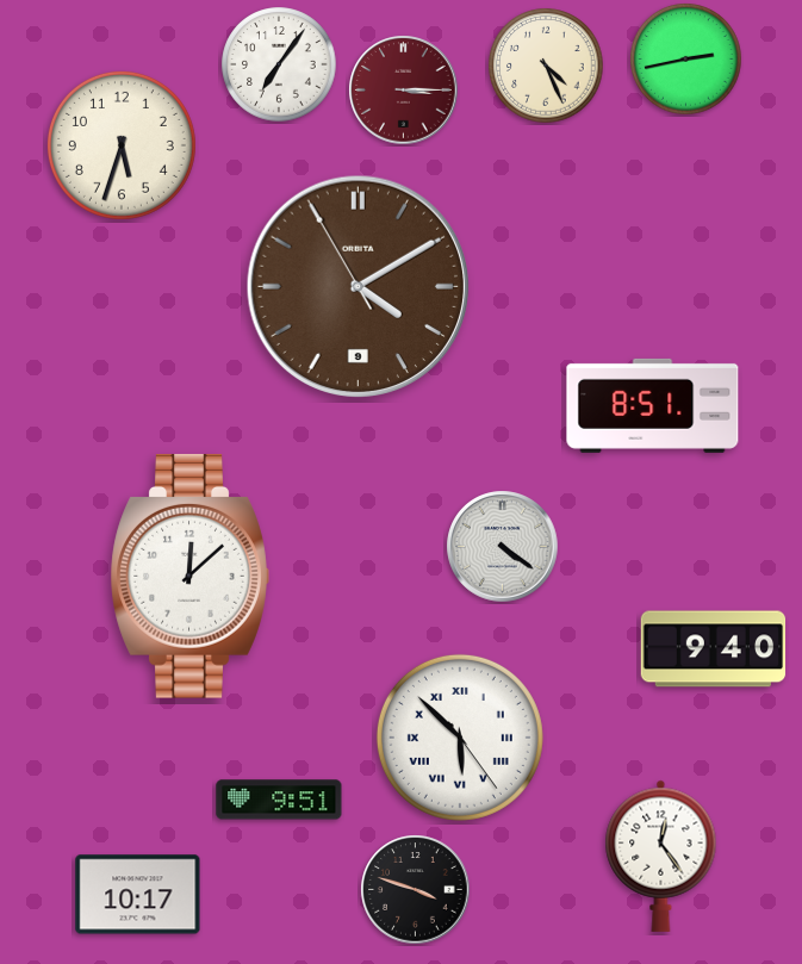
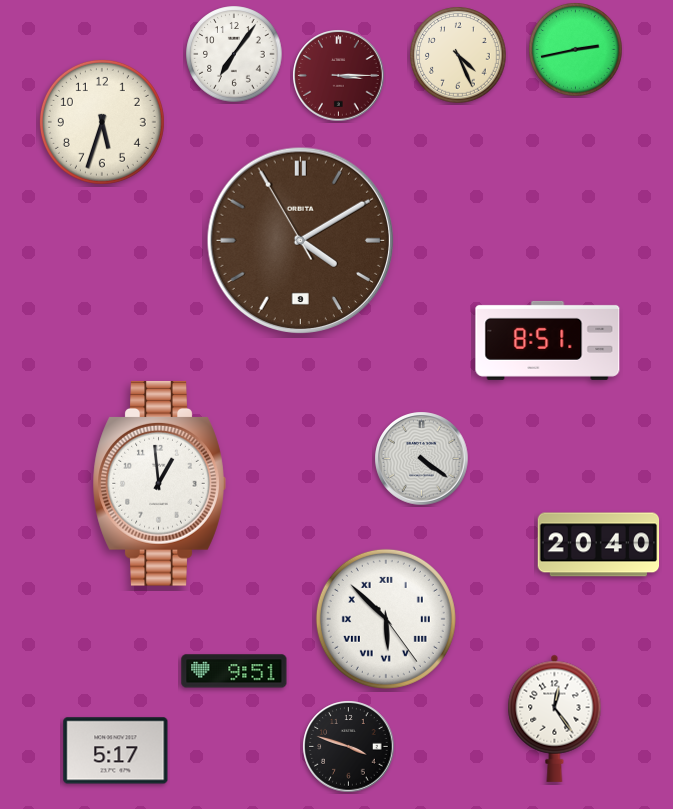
clock at (189, 576): 12:08 -> 12:59
clock at (714, 649): 9:40 -> 20:40
clock at (138, 895): 10:17 -> 5:17
